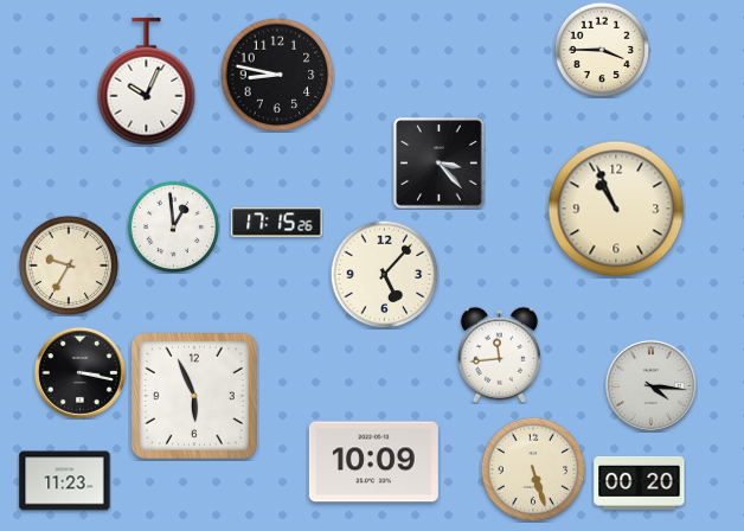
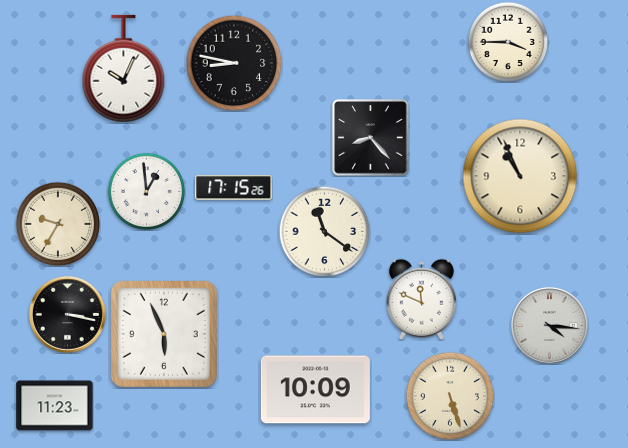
clock at (440, 164): 3:23 -> 8:23
clock at (384, 274): 5:07 -> 11:21
clock at (499, 354): 11:44 -> 11:49
clock at (640, 482): 00:20 -> none
